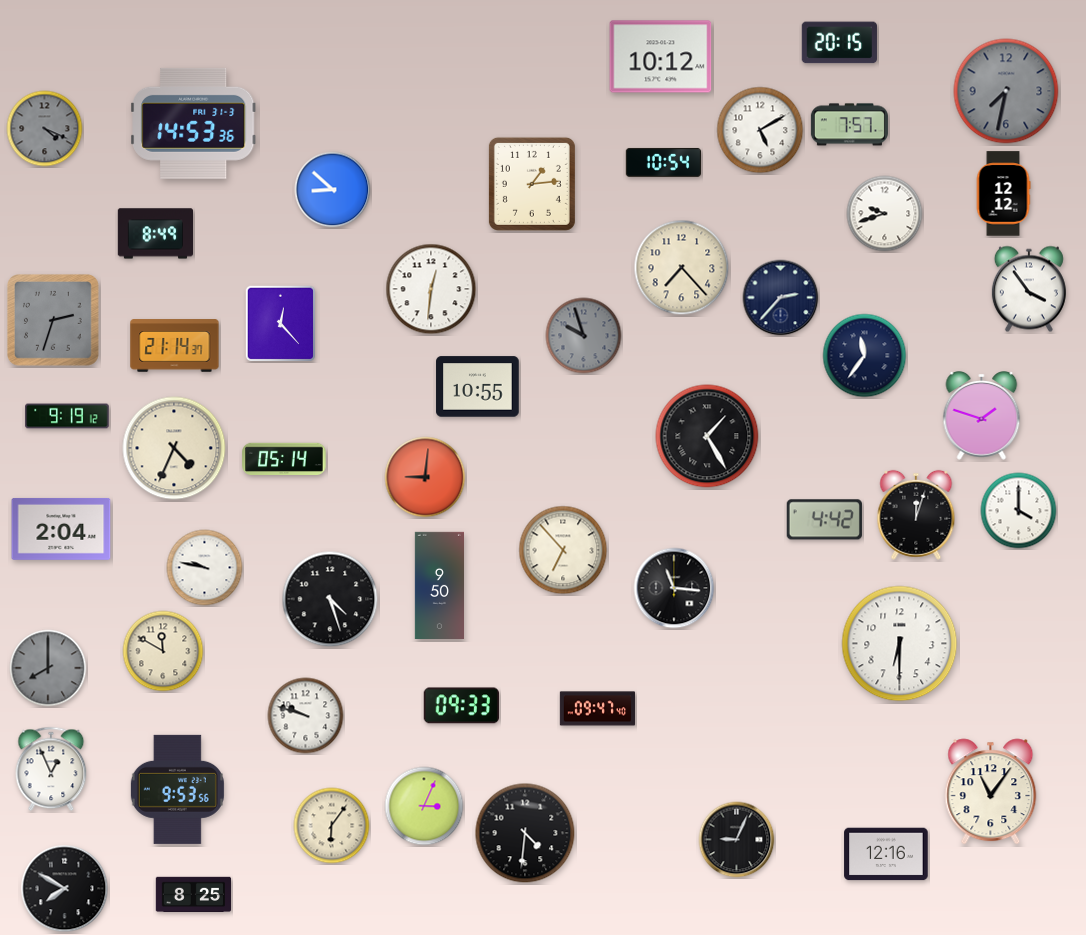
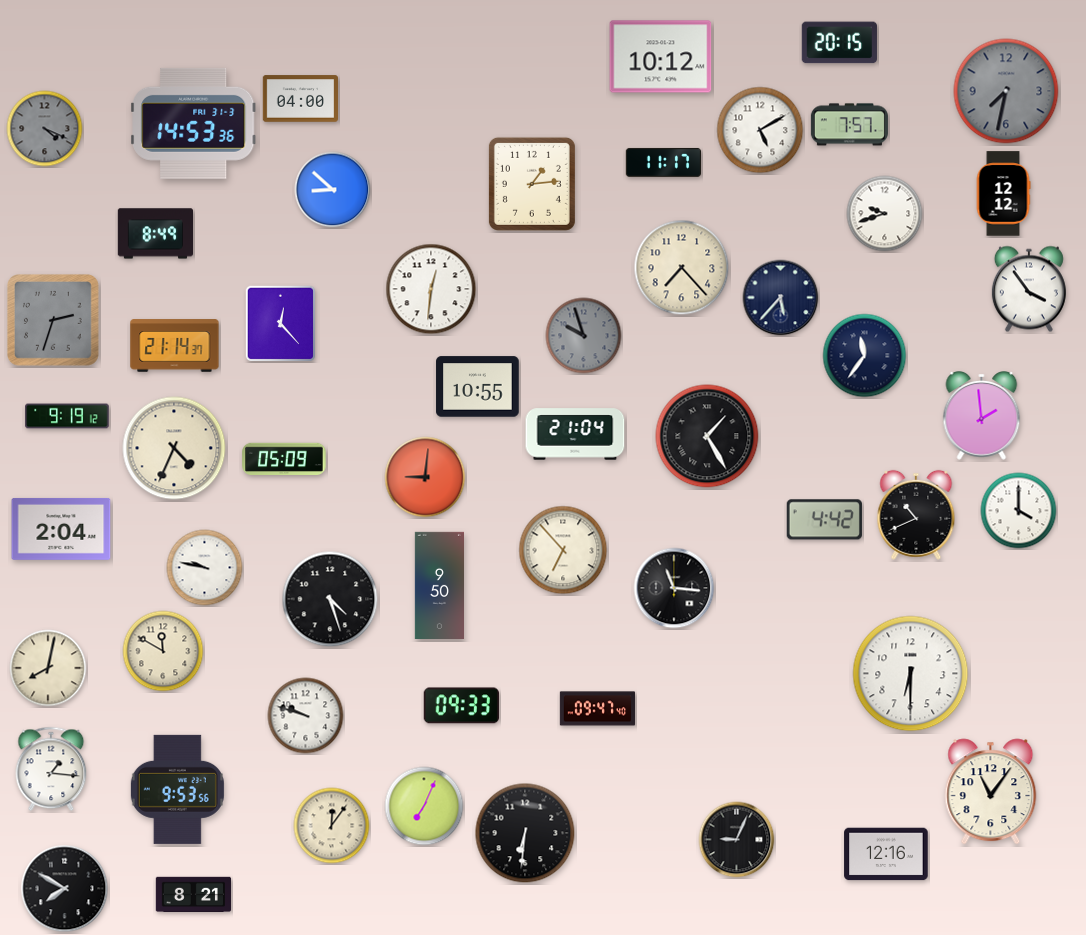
clock at (300, 99): none -> 04:00
clock at (664, 162): 10:54 -> 11:17
clock at (781, 298): 2:37 -> 5:37
clock at (982, 416): 1:48 -> 1:59
clock at (575, 434): none -> 21:04
clock at (284, 458): 05:14 -> 05:09
clock at (916, 515): 12:03 -> 10:41
clock at (900, 644) position: (900, 644) -> (911, 674)
clock at (48, 668): 8:00 -> 8:02
clock at (48, 668) dial: grey -> cream
clock at (51, 769): 12:56 -> 1:16
clock at (424, 806): 3:04 -> 7:04
clock at (332, 826): 6:06 -> 12:06
clock at (525, 833): 4:31 -> 6:31
clock at (194, 895): 8:25 -> 8:21
